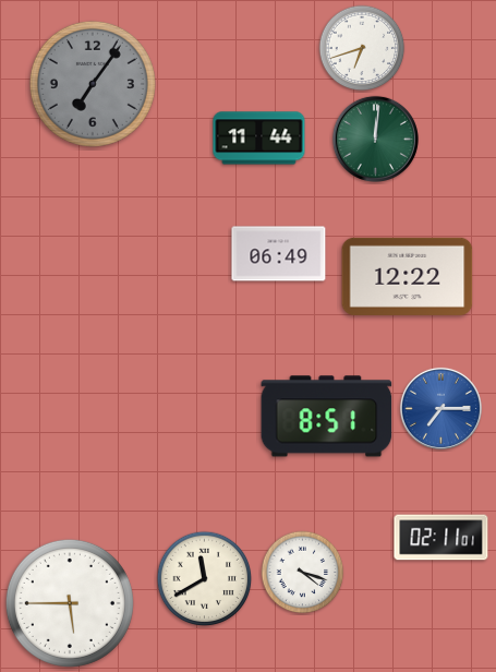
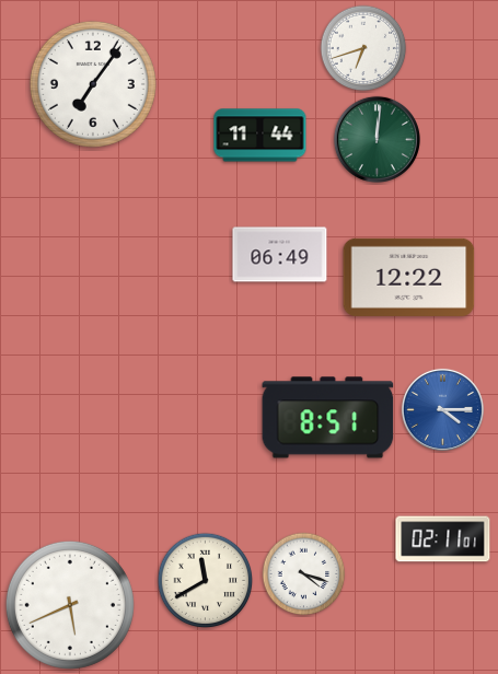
clock at (93, 84) dial: grey -> white
clock at (259, 139) position: (259, 139) -> (260, 136)
clock at (440, 408): 7:15 -> 4:15
clock at (70, 603): 5:45 -> 5:41
